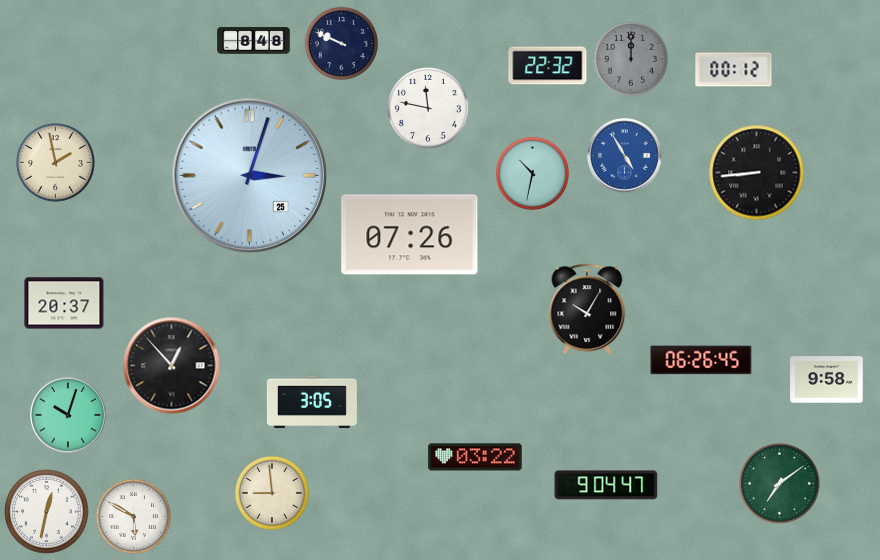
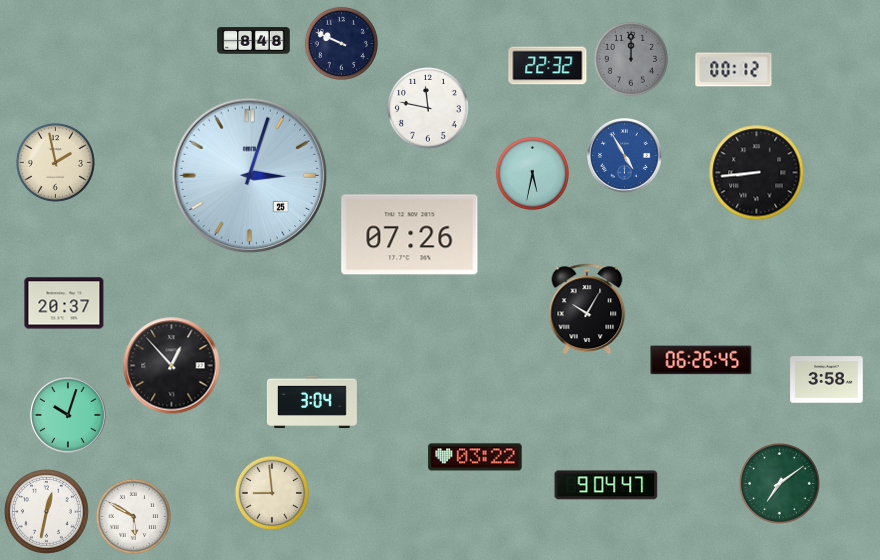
clock at (532, 173): 10:32 -> 5:32
clock at (827, 380): 9:58 -> 3:58
clock at (312, 402): 3:05 -> 3:04
